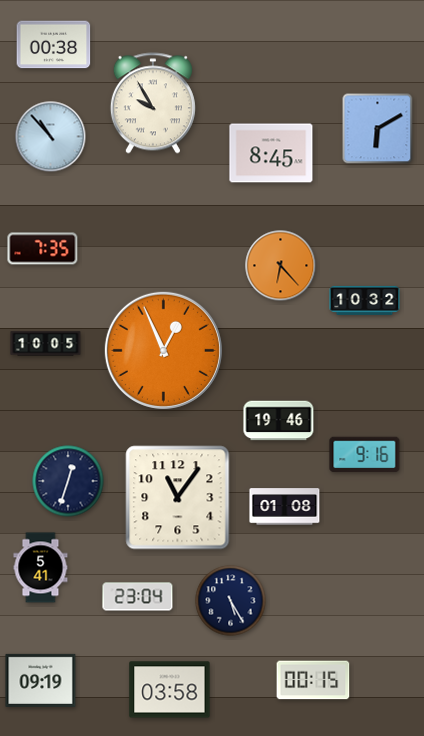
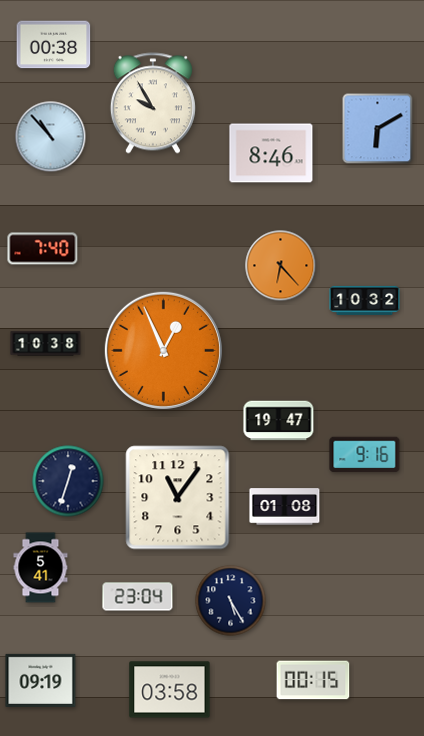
clock at (271, 153): 8:45 -> 8:46
clock at (43, 249): 7:35 -> 7:40
clock at (46, 344): 10:05 -> 10:38
clock at (279, 421): 19:46 -> 19:47
